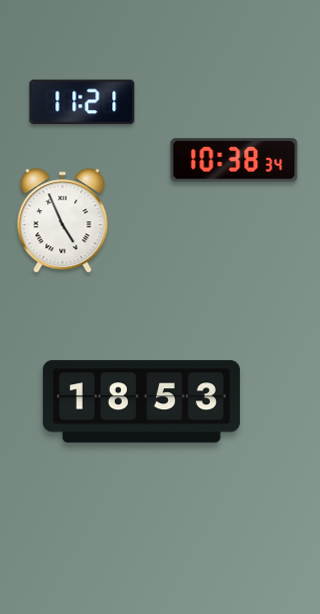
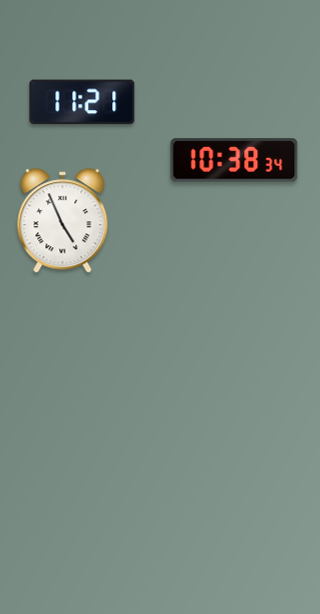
clock at (141, 402): 18:53 -> none
